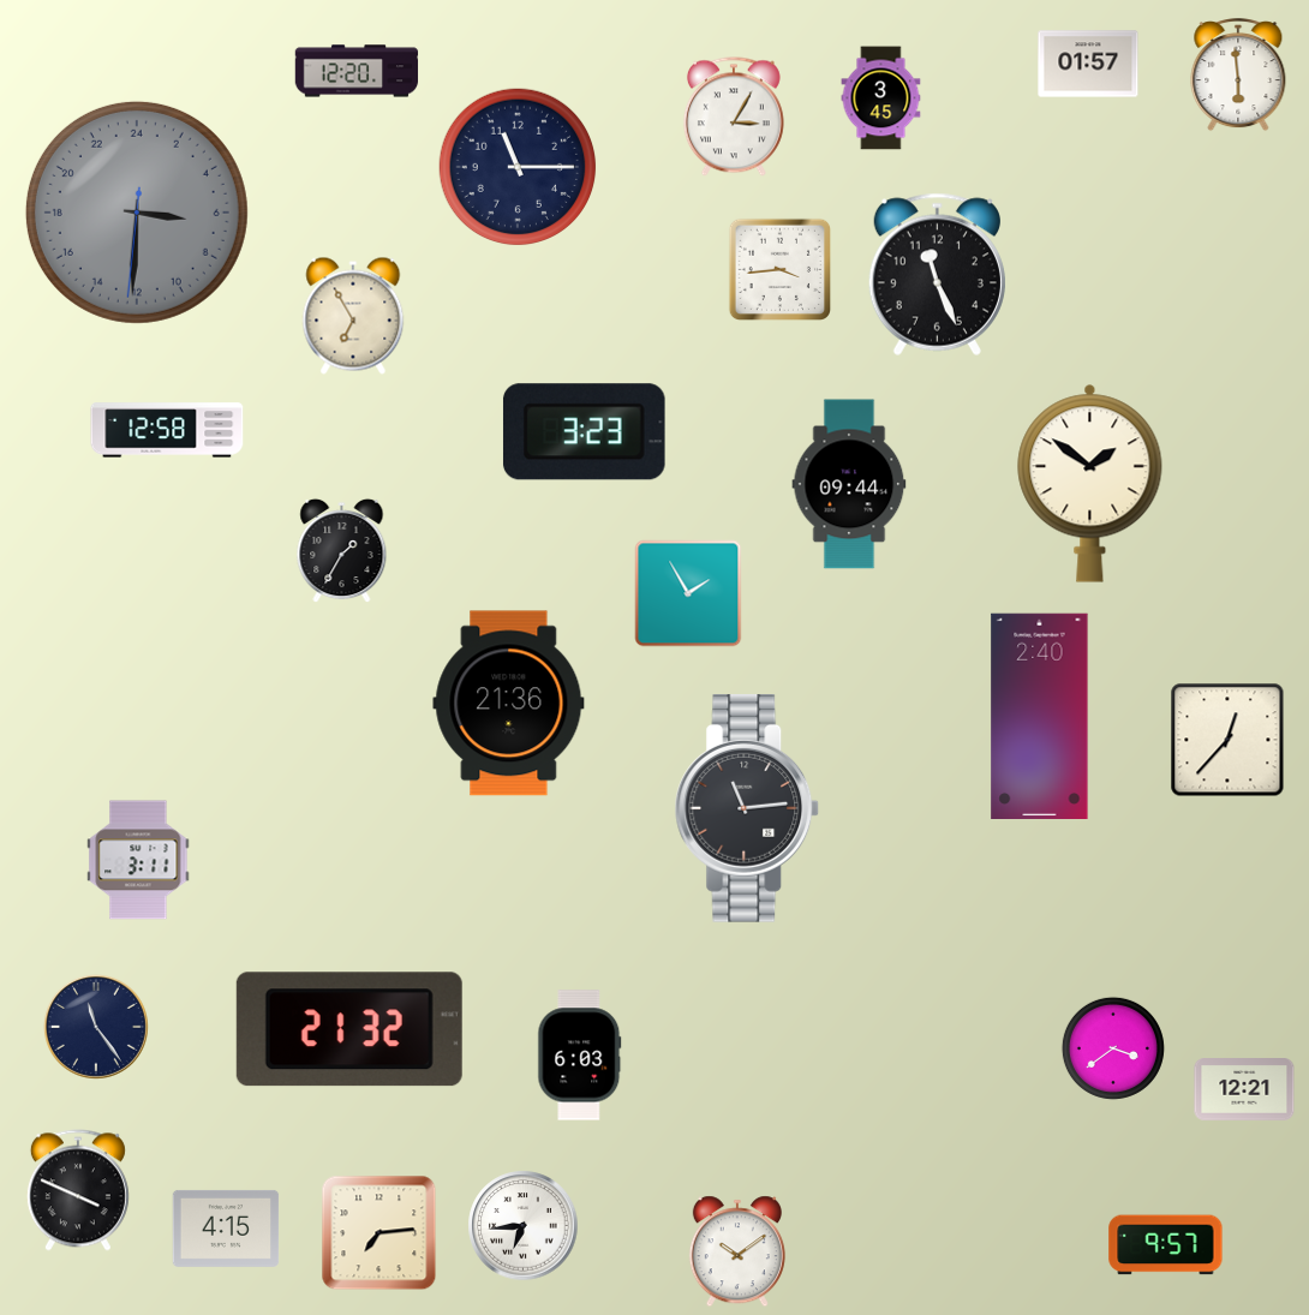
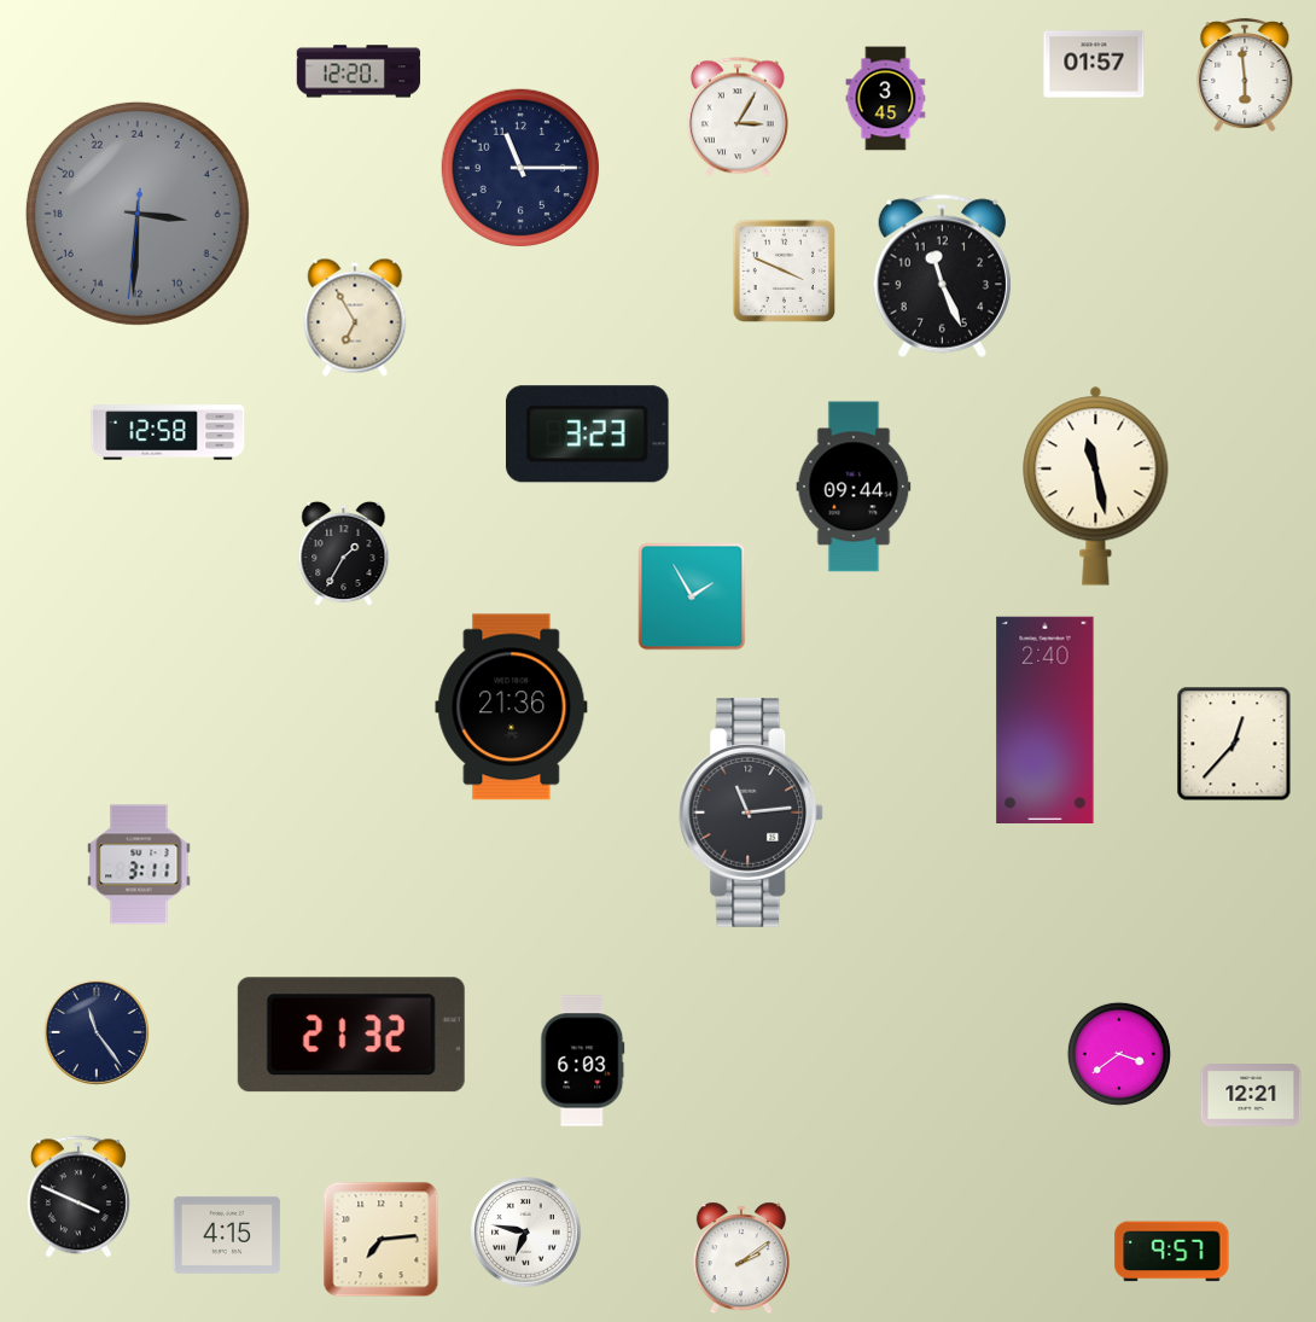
clock at (779, 269): 3:44 -> 3:49
clock at (1090, 483): 1:51 -> 11:28
clock at (524, 1226): 6:44 -> 6:47
clock at (737, 1251): 10:09 -> 2:09
